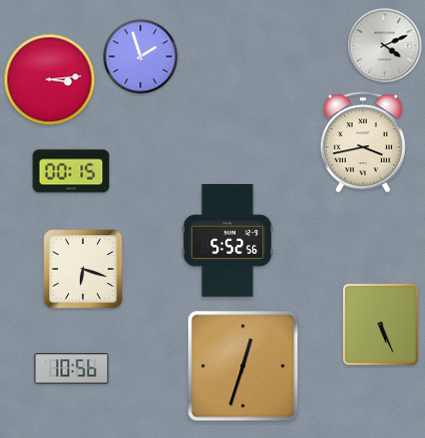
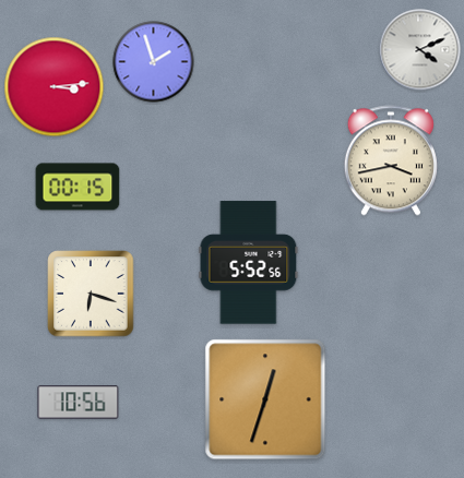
clock at (363, 142) position: (363, 142) -> (391, 160)
clock at (380, 324): 5:26 -> none
